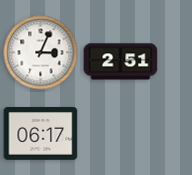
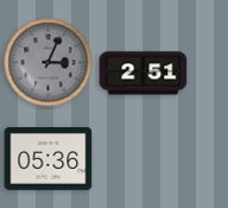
clock at (41, 53) dial: white -> grey
clock at (41, 134): 06:17 -> 05:36
